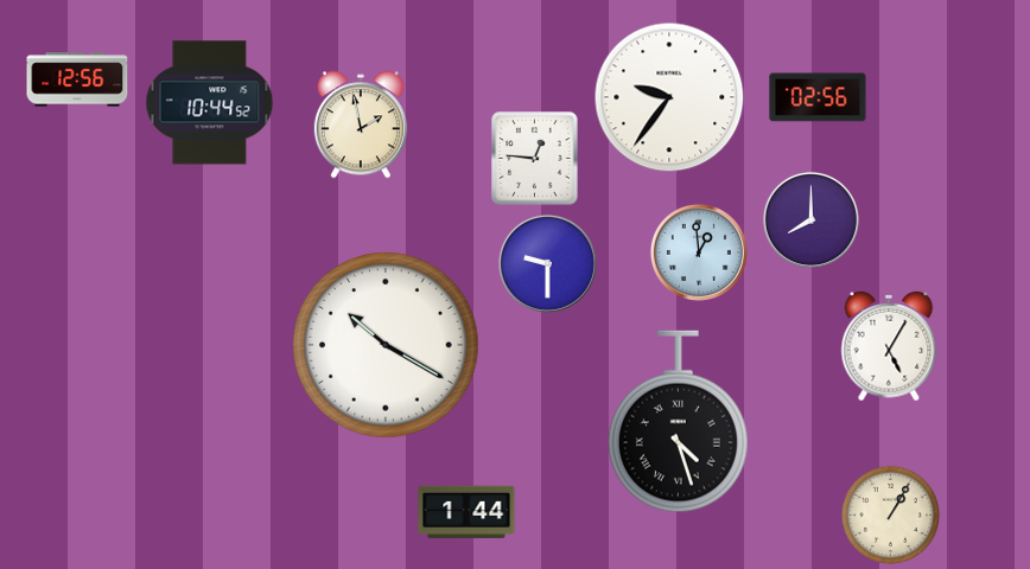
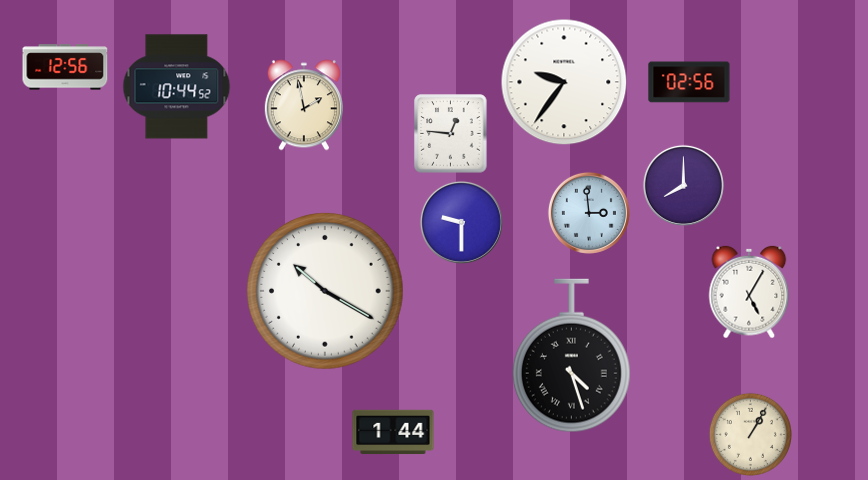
clock at (699, 252): 12:59 -> 2:59
